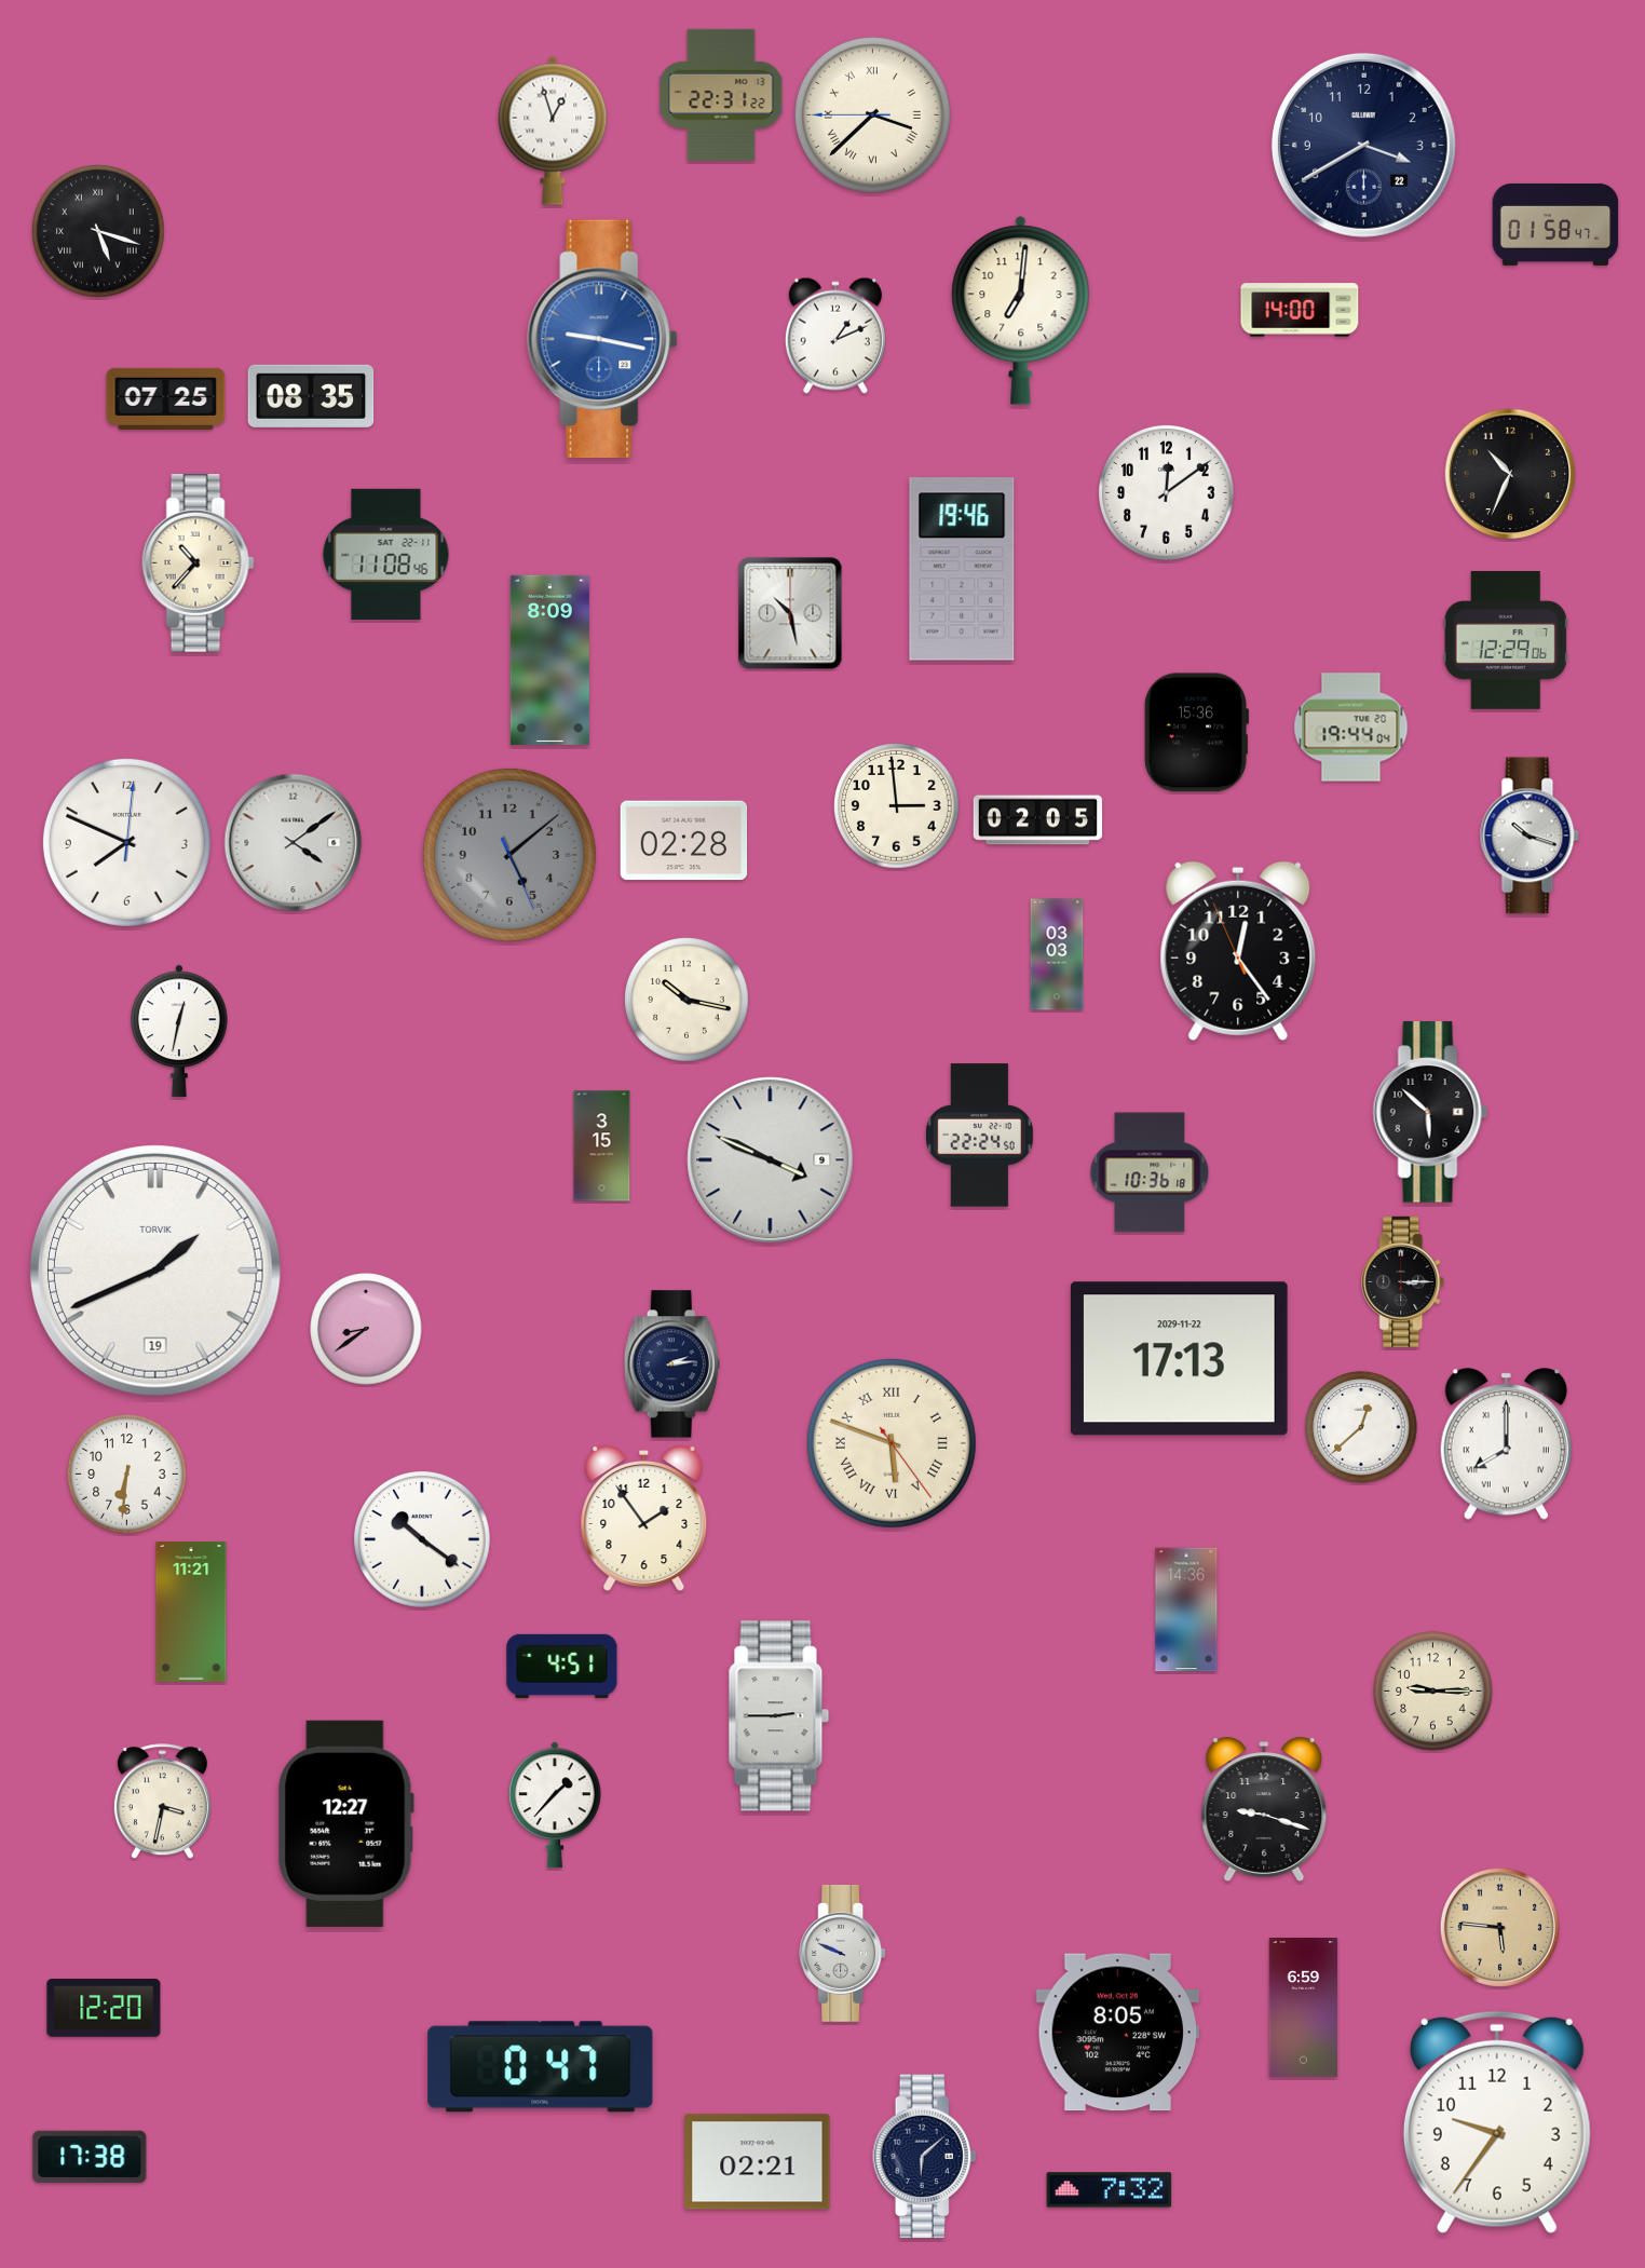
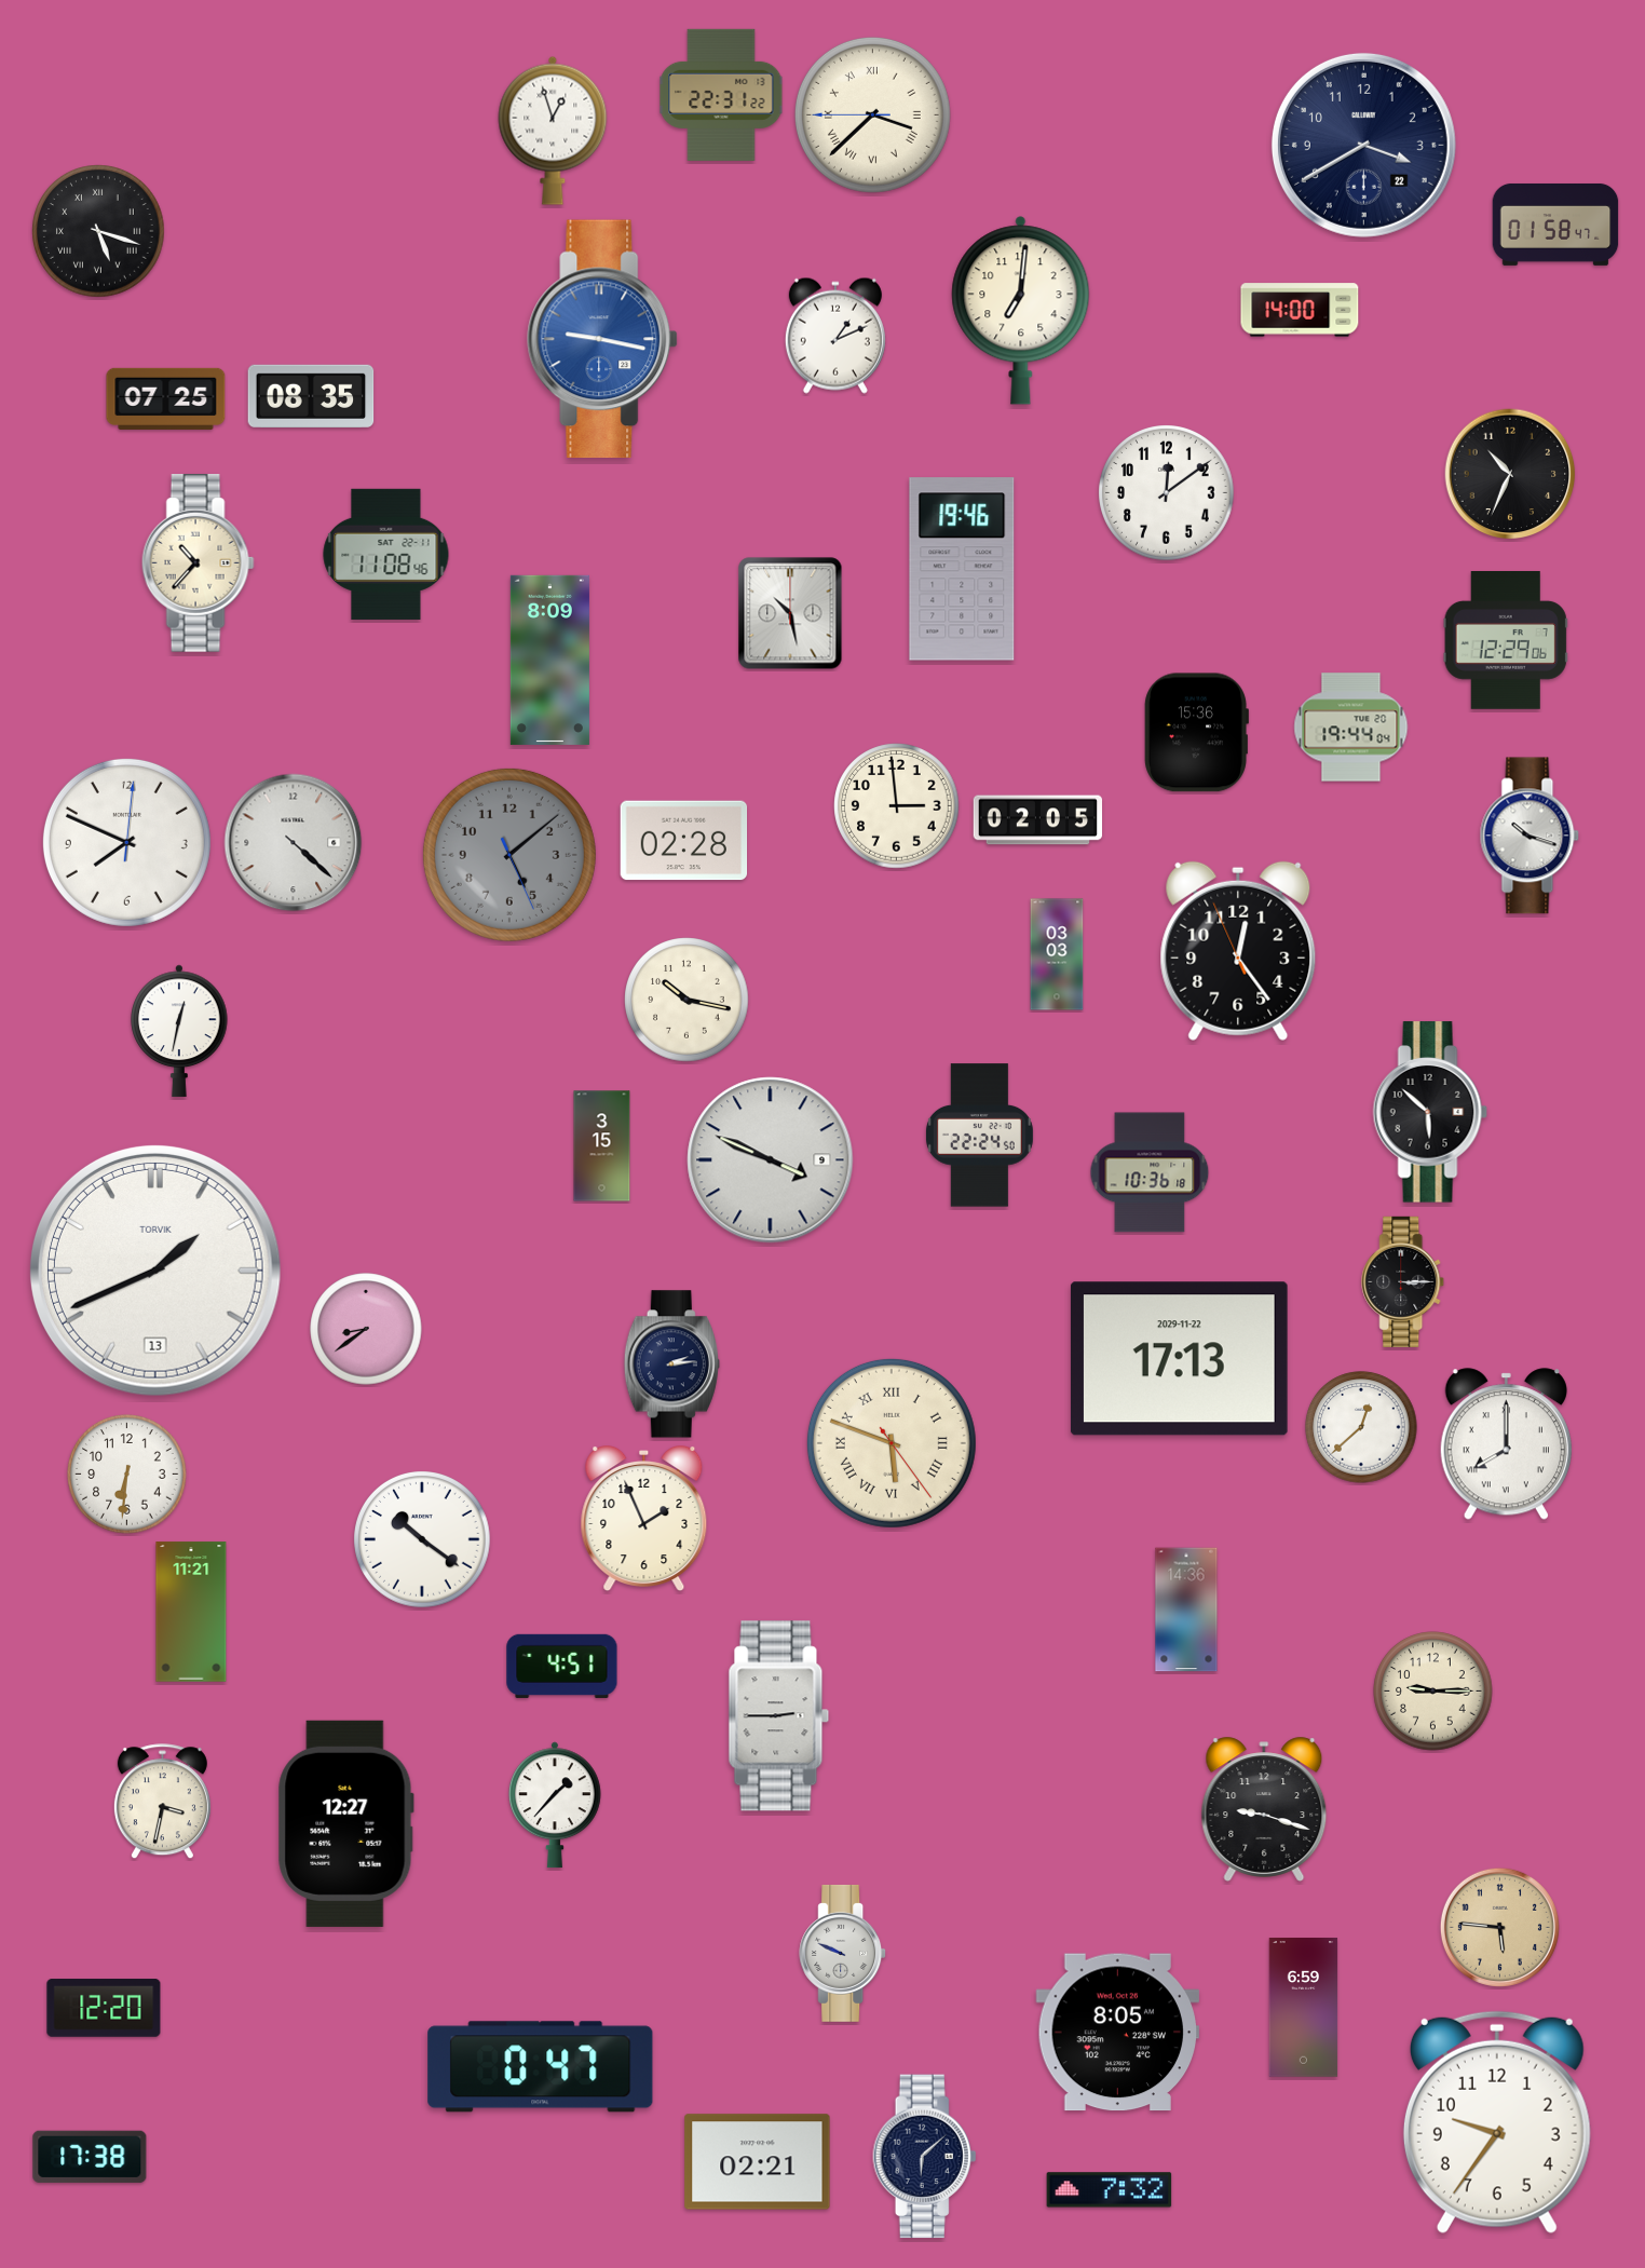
clock at (294, 843): 4:09 -> 4:22
clock at (155, 1271) date: 19 -> 13
clock at (644, 1519): 1:54 -> 1:56
